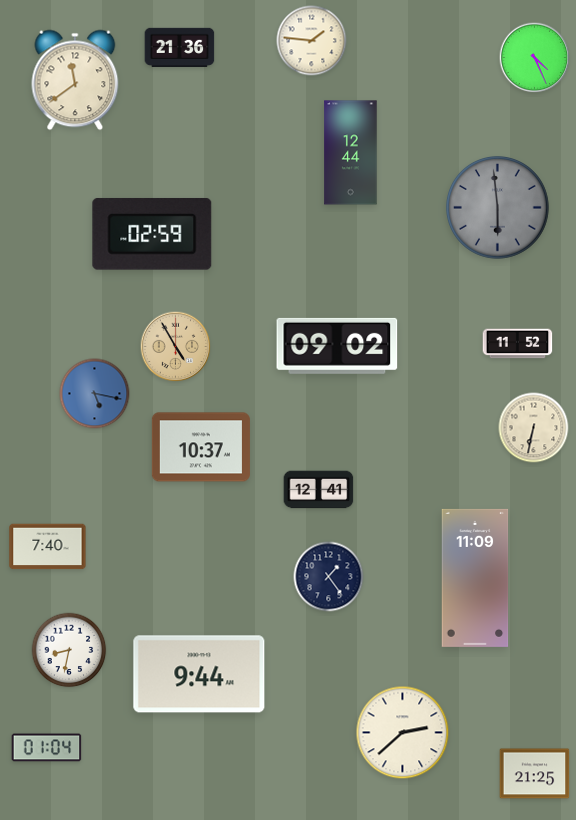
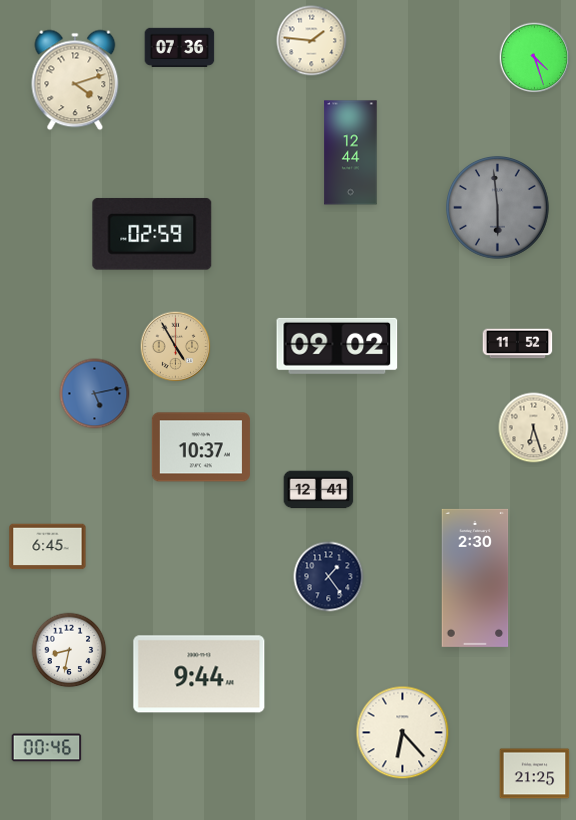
clock at (180, 47): 21:36 -> 07:36
clock at (535, 58): 4:26 -> 4:27
clock at (75, 80): 11:39 -> 4:12
clock at (95, 394): 5:17 -> 5:13
clock at (534, 428): 6:32 -> 6:27
clock at (48, 547): 7:40 -> 6:45
clock at (475, 578): 11:09 -> 2:30
clock at (403, 733): 2:38 -> 6:23
clock at (47, 748): 01:04 -> 00:46
